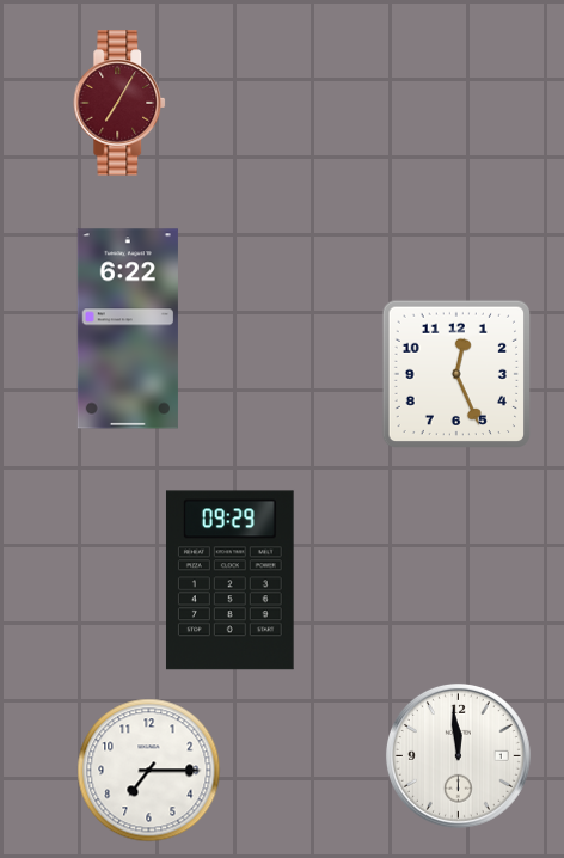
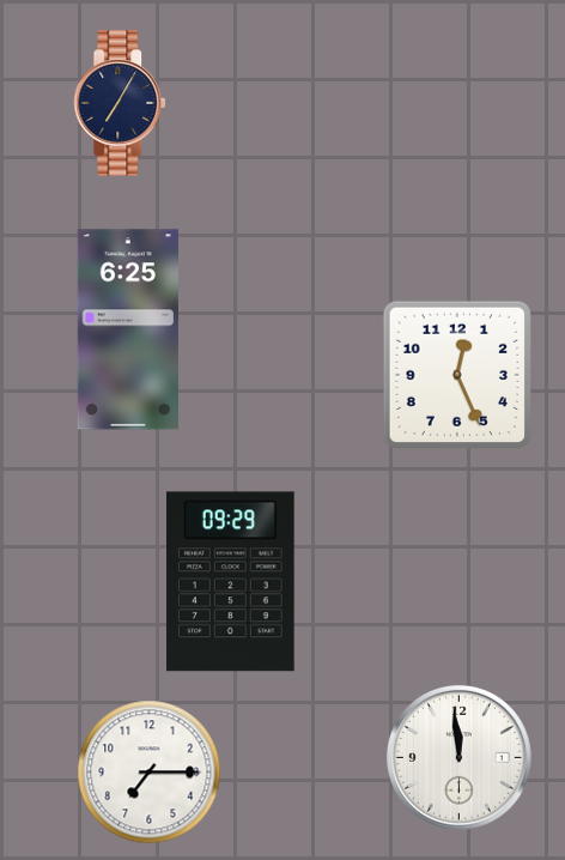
clock at (121, 103) dial: burgundy -> navy
clock at (128, 329): 6:22 -> 6:25
